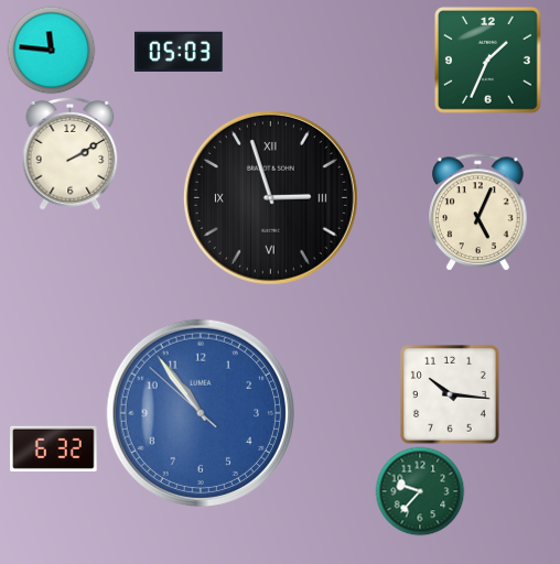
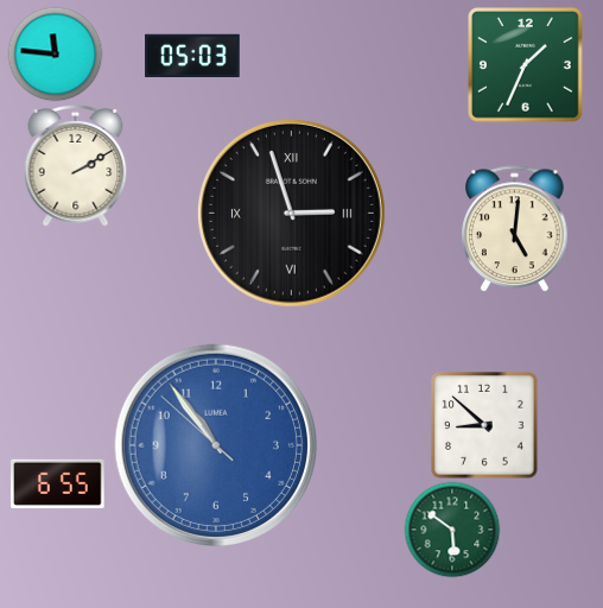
clock at (478, 213): 5:04 -> 5:01
clock at (451, 395): 10:16 -> 8:52
clock at (54, 448): 6:32 -> 6:55
clock at (420, 491): 9:37 -> 5:51
